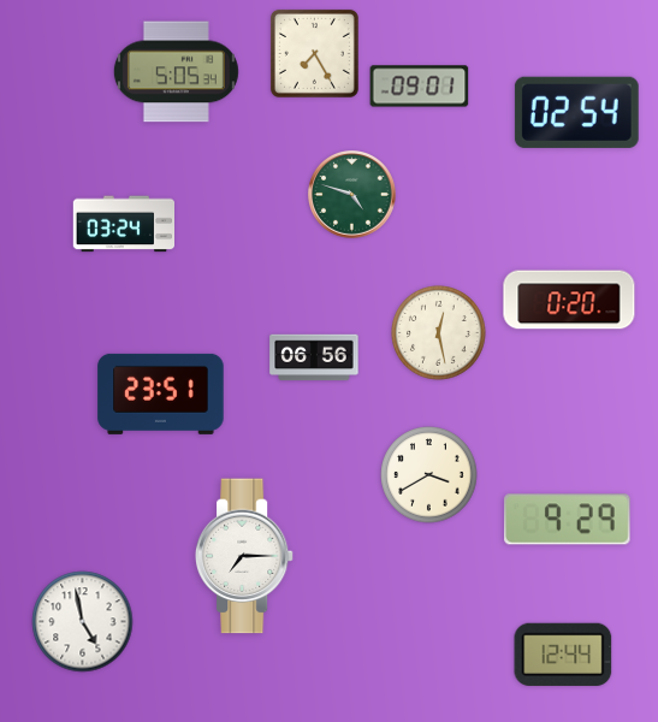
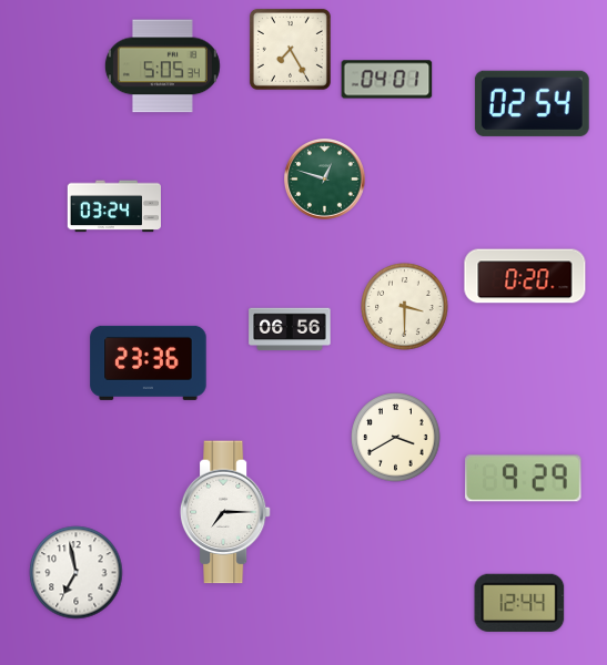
clock at (420, 87): 09:01 -> 04:01
clock at (352, 195): 4:48 -> 12:48
clock at (439, 333): 12:28 -> 3:30
clock at (161, 393): 23:51 -> 23:36
clock at (83, 622): 4:58 -> 6:58
